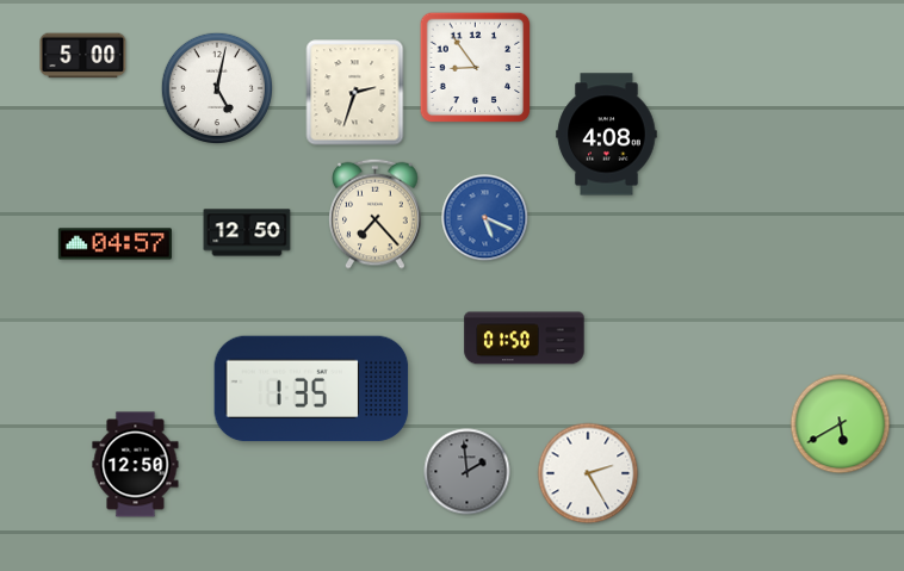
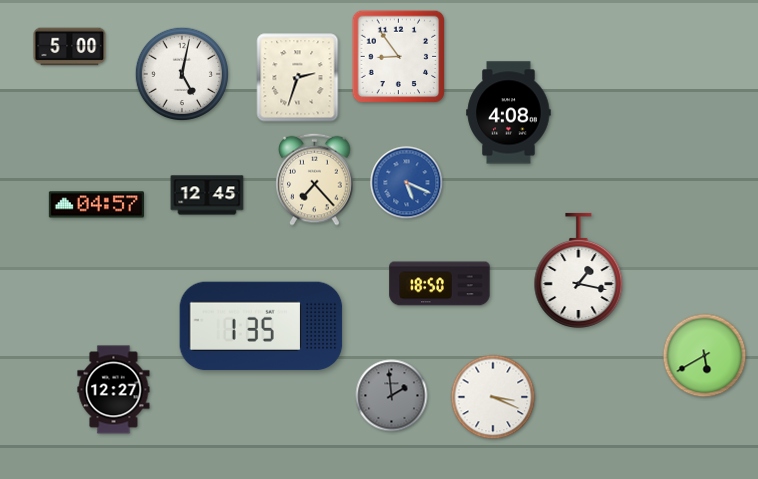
clock at (247, 232): 12:50 -> 12:45
clock at (579, 270): none -> 1:17
clock at (525, 339): 01:50 -> 18:50
clock at (136, 465): 12:50 -> 12:27
clock at (588, 473): 2:25 -> 3:19
